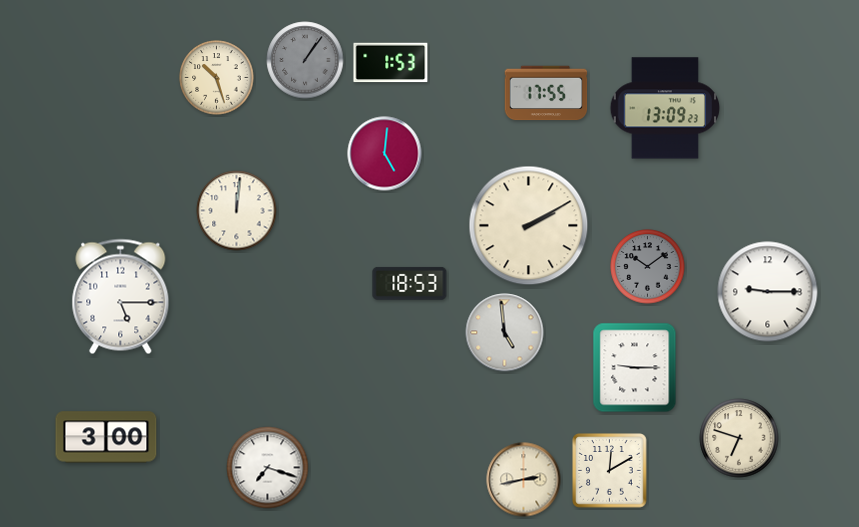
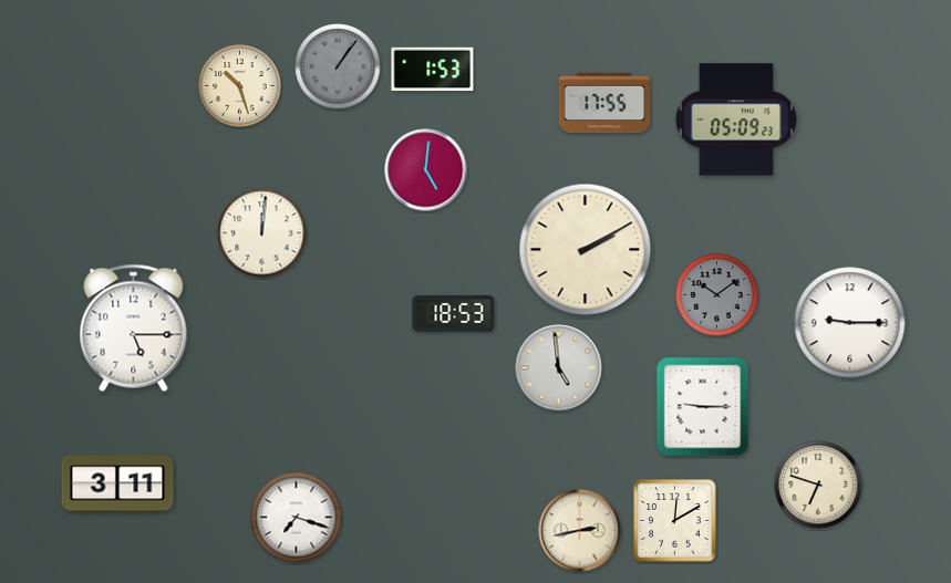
clock at (665, 108): 13:09 -> 05:09
clock at (106, 437): 3:00 -> 3:11
